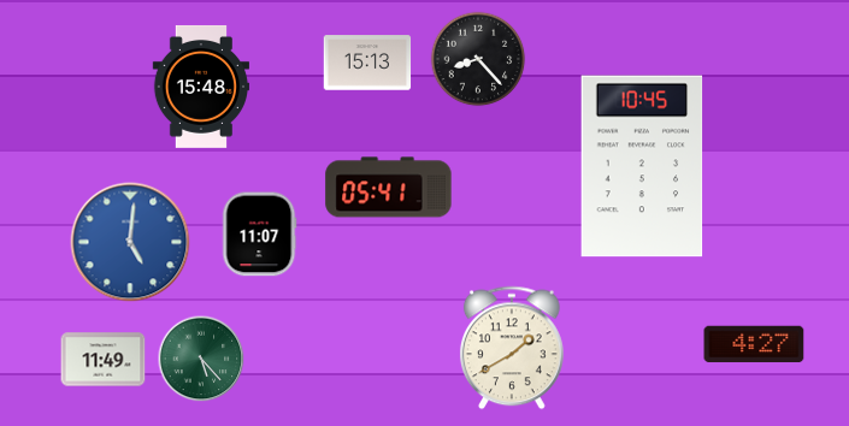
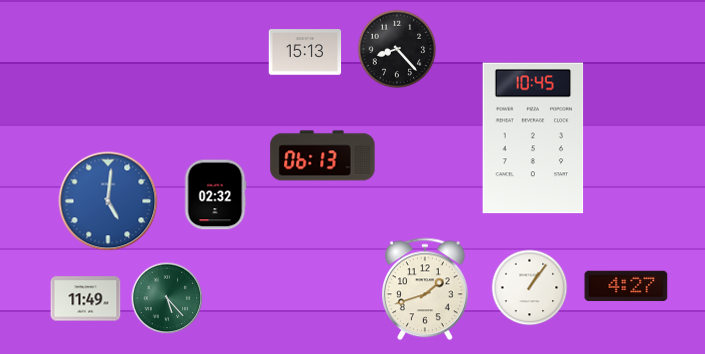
clock at (200, 87): 15:48 -> none
clock at (389, 188): 05:41 -> 06:13
clock at (259, 235): 11:07 -> 02:32
clock at (530, 288): none -> 1:06
clock at (512, 348): 1:40 -> 1:42
